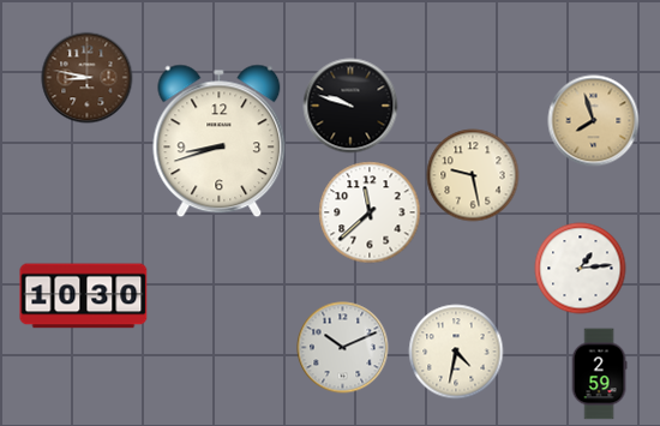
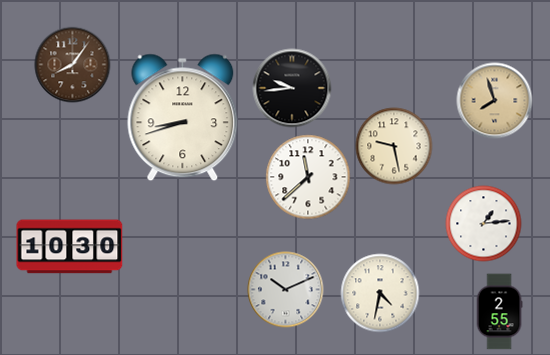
clock at (88, 78): 8:47 -> 8:06
clock at (350, 106): 9:48 -> 9:44
clock at (599, 374): 2:59 -> 2:55
